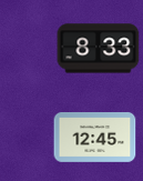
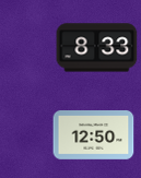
clock at (95, 138): 12:45 -> 12:50
